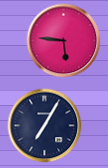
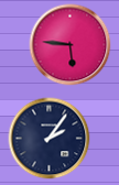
clock at (45, 126): 7:05 -> 2:06
